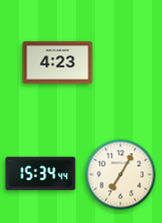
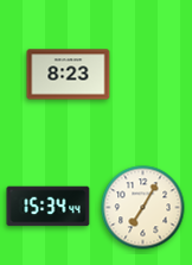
clock at (58, 63): 4:23 -> 8:23
